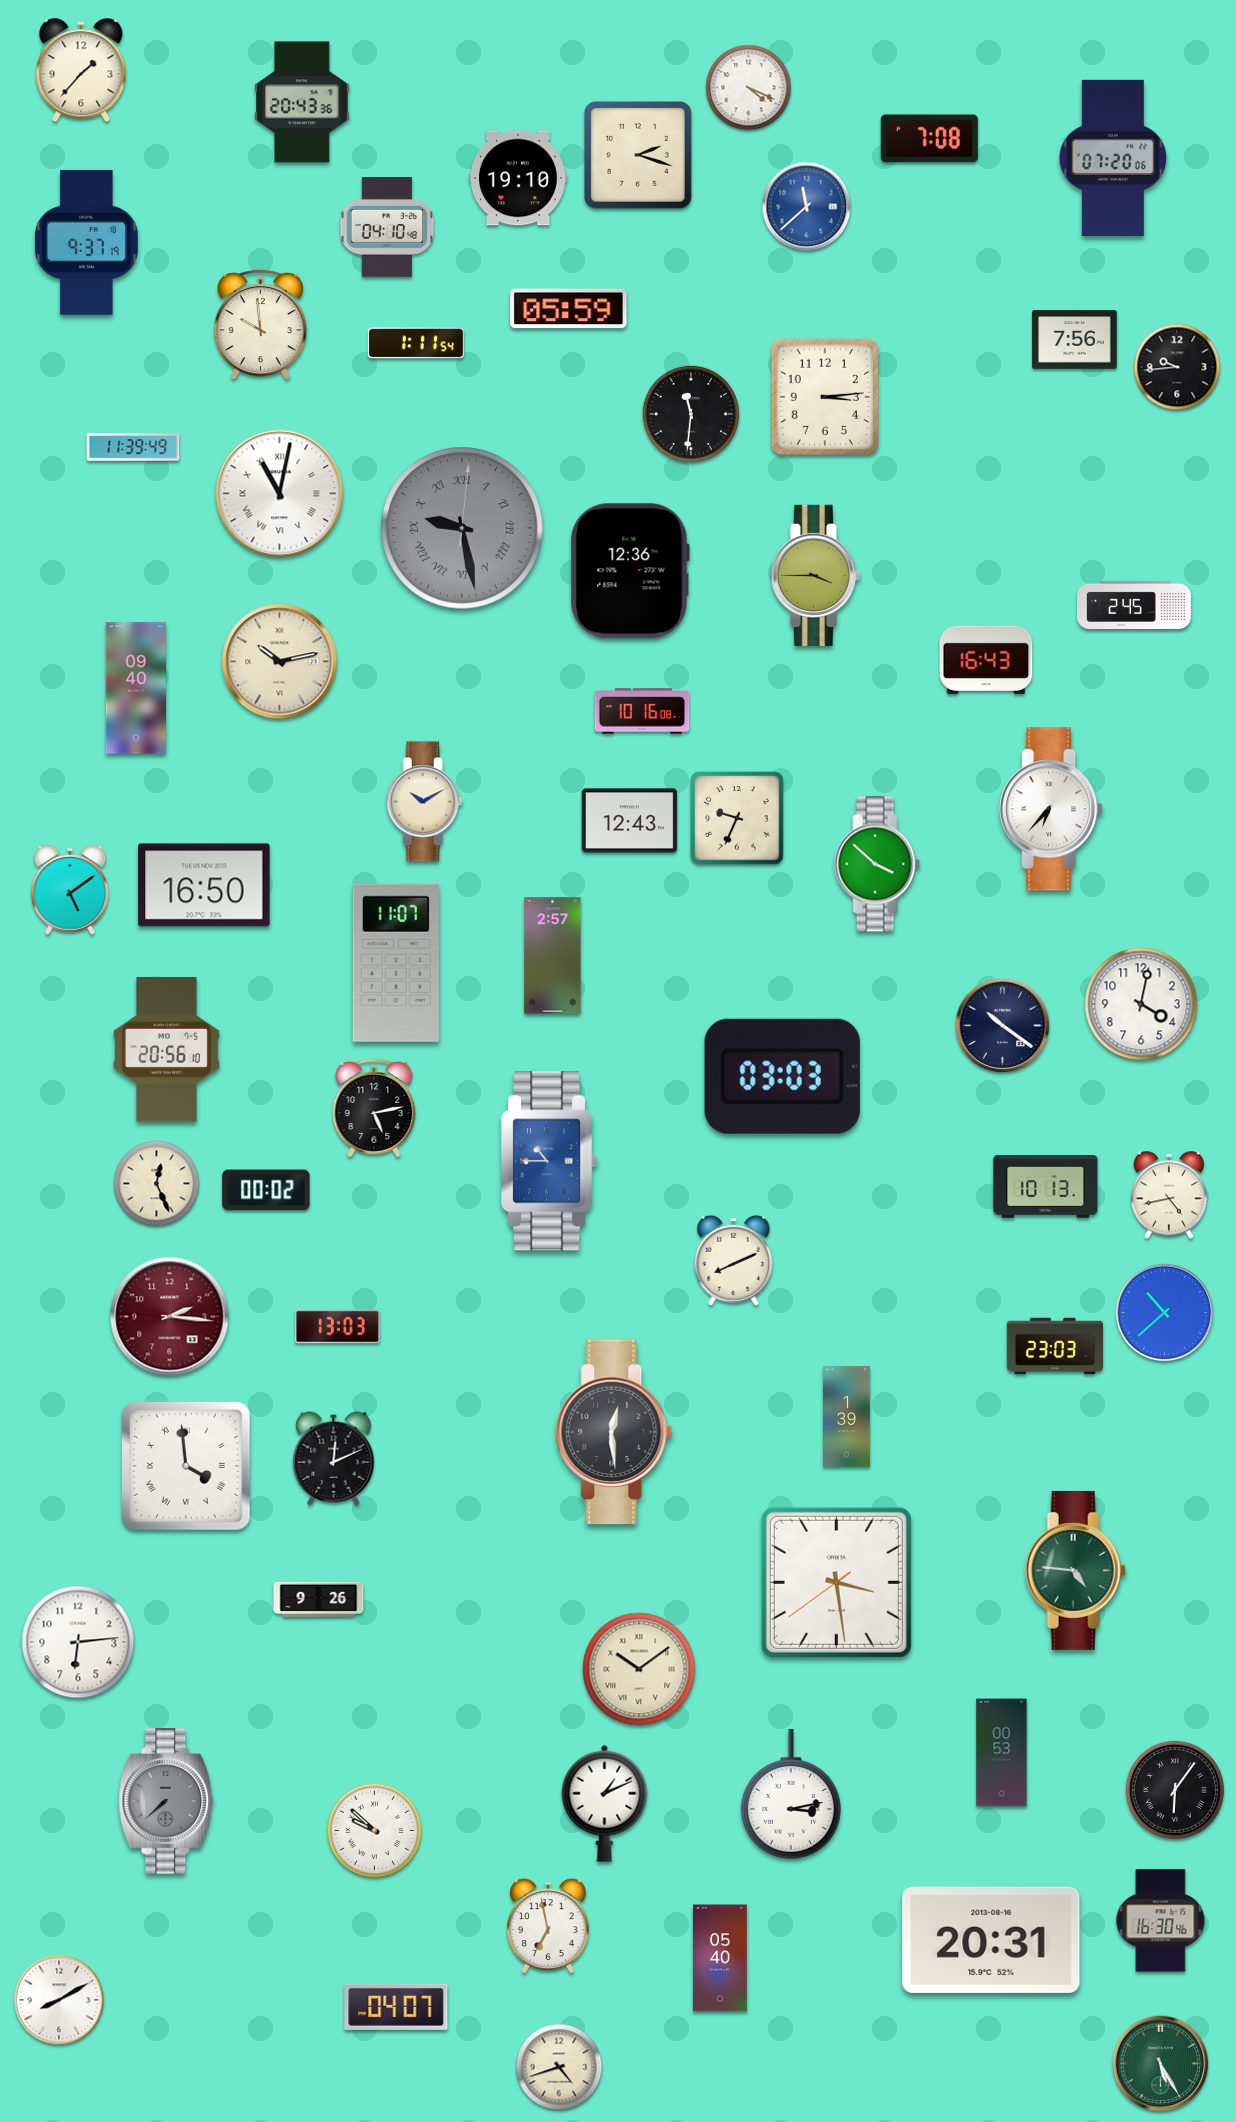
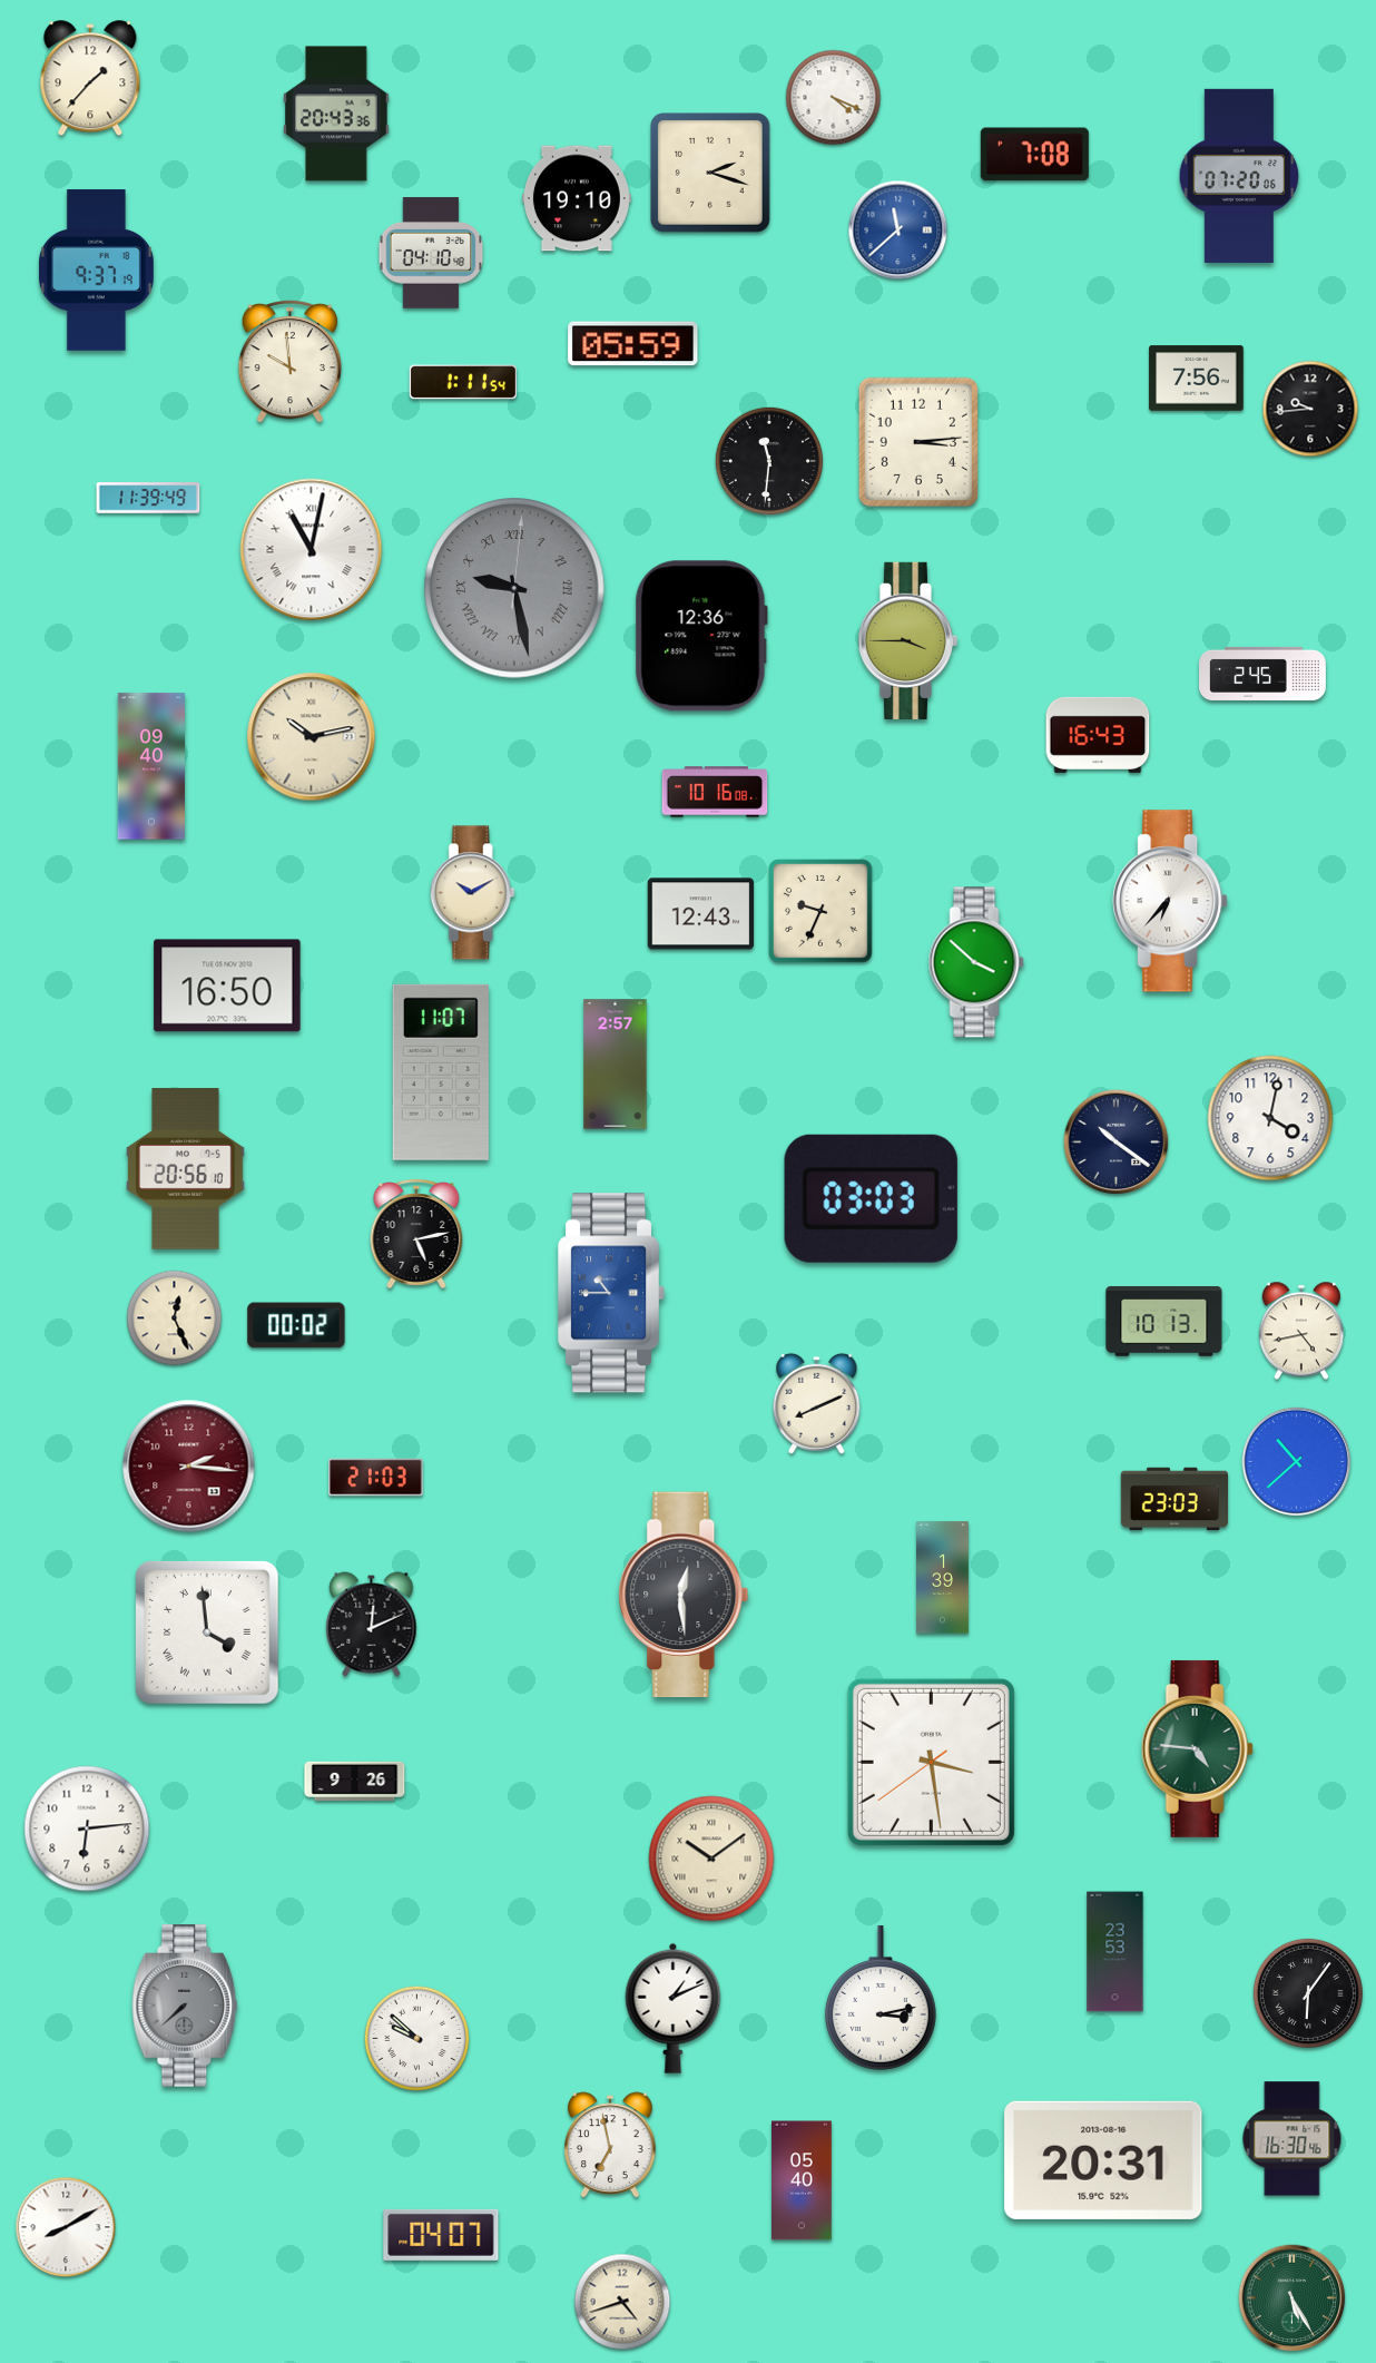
clock at (70, 890): 5:09 -> none
clock at (338, 1327): 13:03 -> 21:03
clock at (1002, 1753): 00:53 -> 23:53
